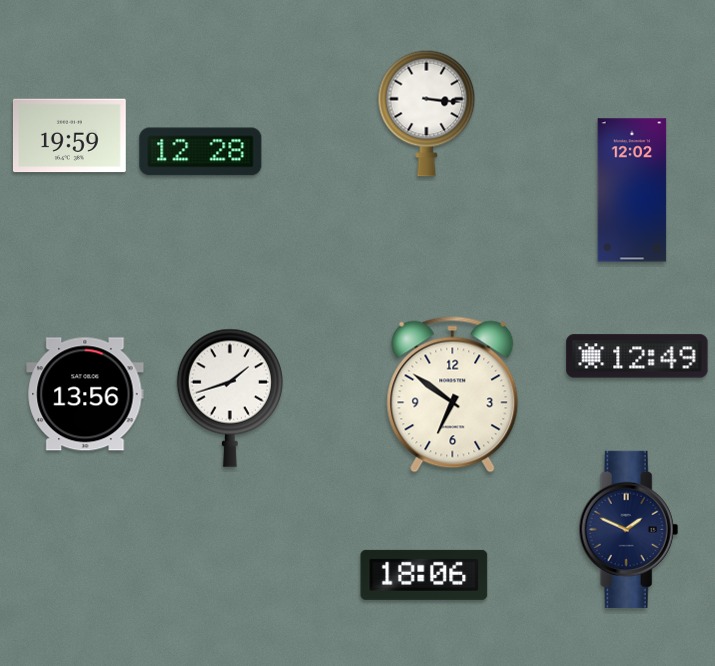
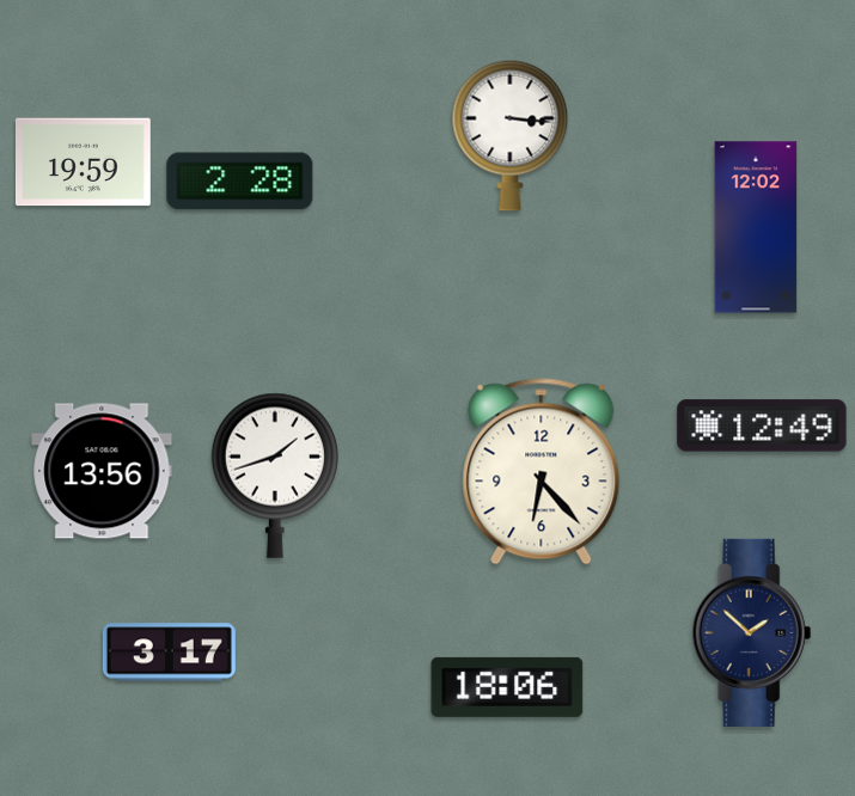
clock at (201, 152): 12:28 -> 2:28
clock at (453, 395): 6:51 -> 6:23
clock at (629, 529): 1:49 -> 1:52
clock at (169, 653): none -> 3:17
